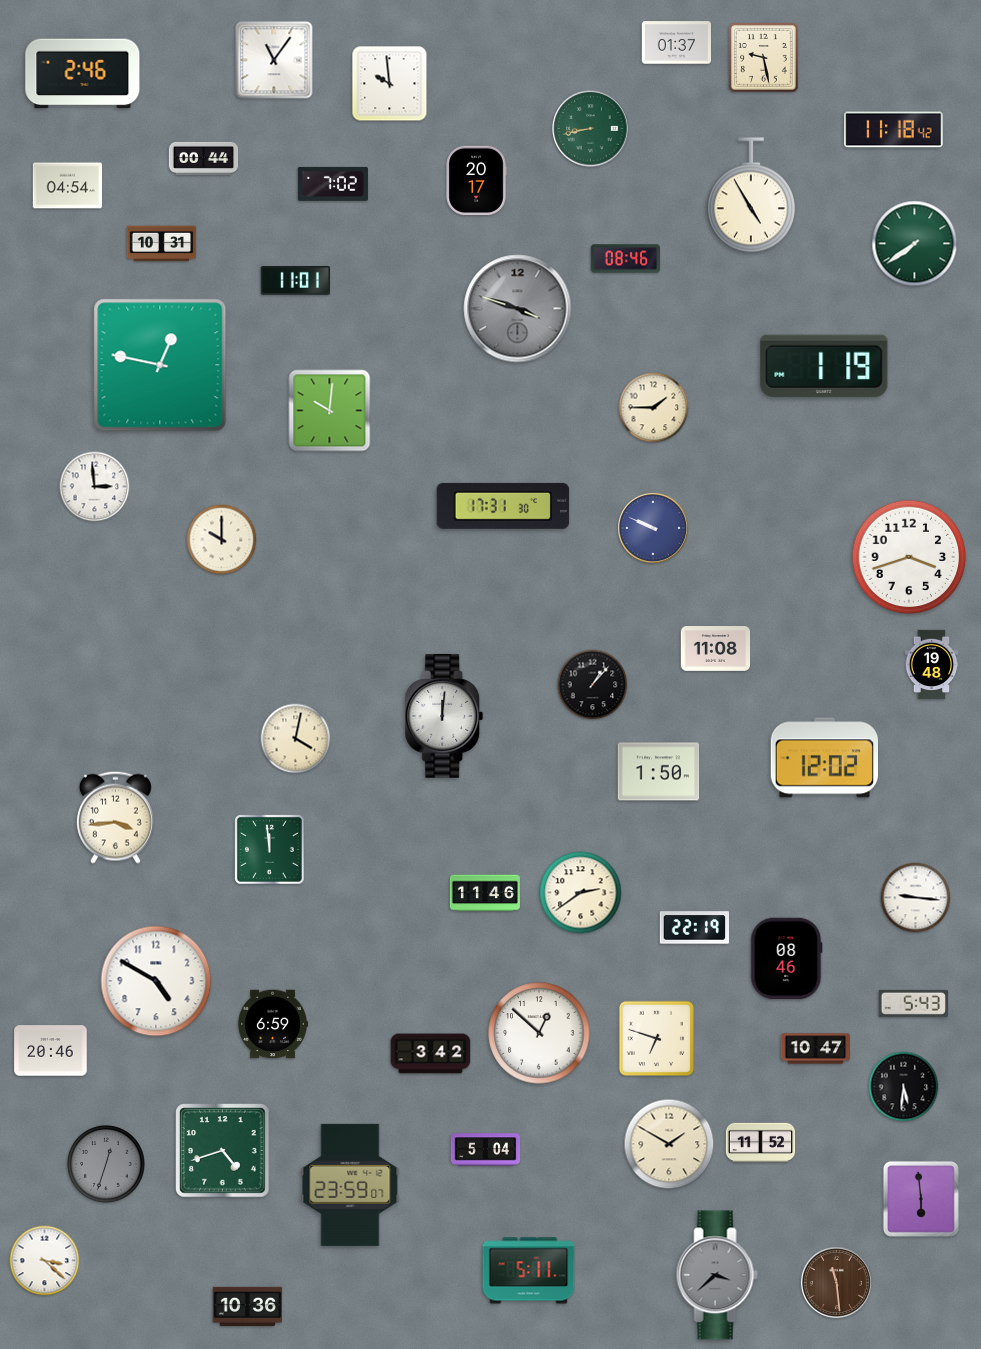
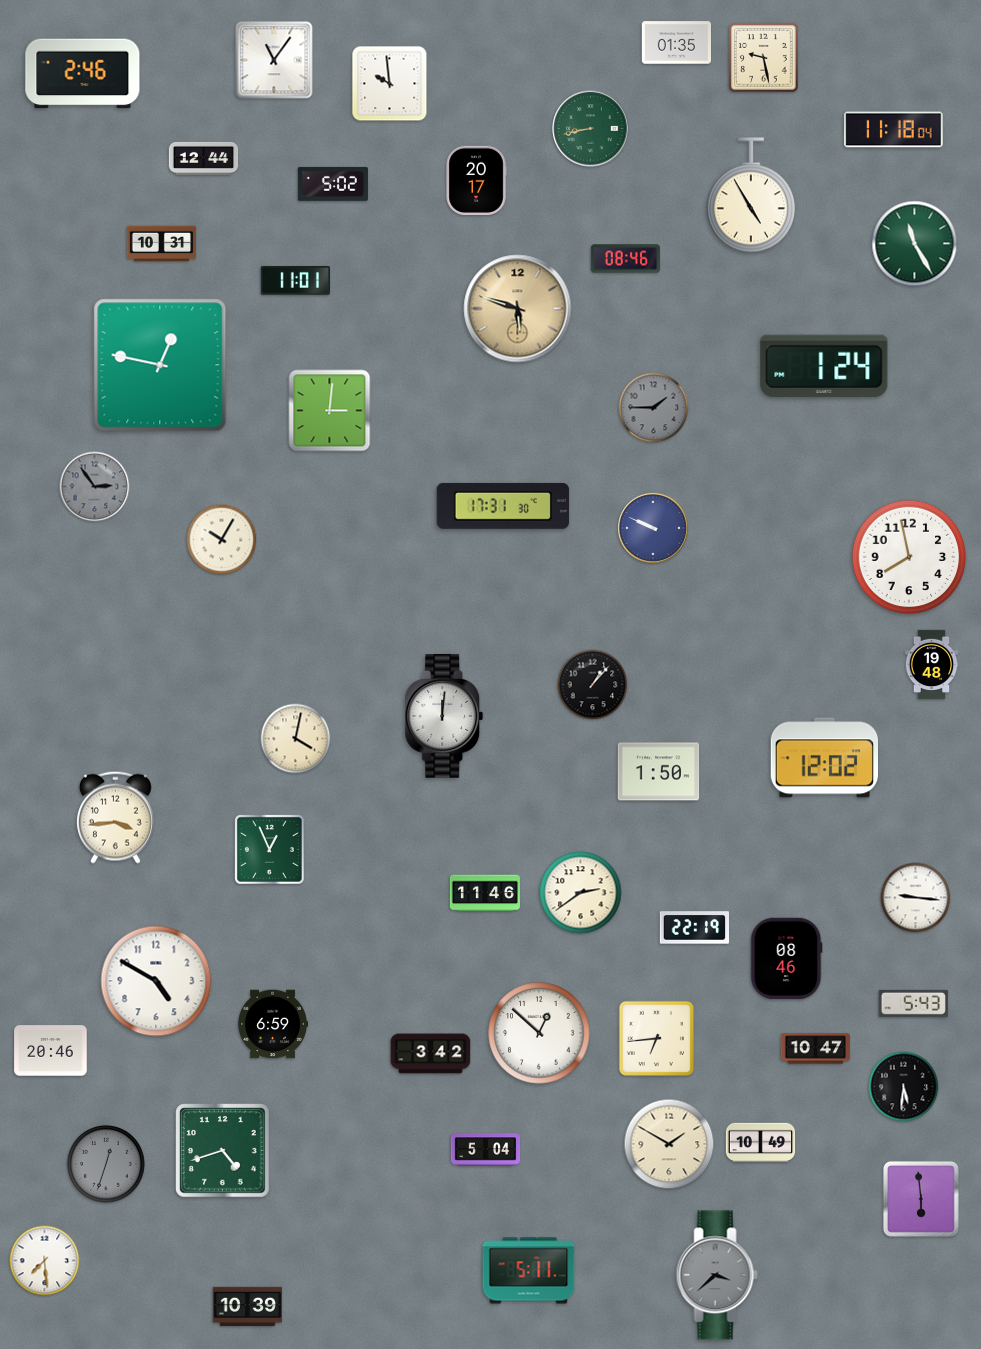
clock at (677, 43): 01:37 -> 01:35
clock at (894, 130): 11:18:42 -> 11:18:04
clock at (204, 158): 00:44 -> 12:44
clock at (333, 184): 7:02 -> 5:02
clock at (67, 186): 04:54 -> none
clock at (915, 244): 7:39 -> 11:25
clock at (518, 309): 3:48 -> 5:48
clock at (518, 309) dial: grey -> champagne
clock at (824, 366): 1:19 -> 1:24
clock at (654, 408) dial: cream -> grey
clock at (330, 411): 10:01 -> 3:01
clock at (95, 487): 2:59 -> 2:54
clock at (95, 487) dial: white -> grey
clock at (222, 540): 10:00 -> 10:05
clock at (909, 557): 3:42 -> 7:58
clock at (716, 649): 11:08 -> none
clock at (270, 850): 11:59 -> 12:56
clock at (656, 1038): 6:48 -> 6:44
clock at (761, 1143): 11:52 -> 10:49
clock at (350, 1185): 23:59 -> none
clock at (45, 1261): 3:22 -> 7:29
clock at (836, 1282): 11:29 -> none
clock at (247, 1306): 10:36 -> 10:39
